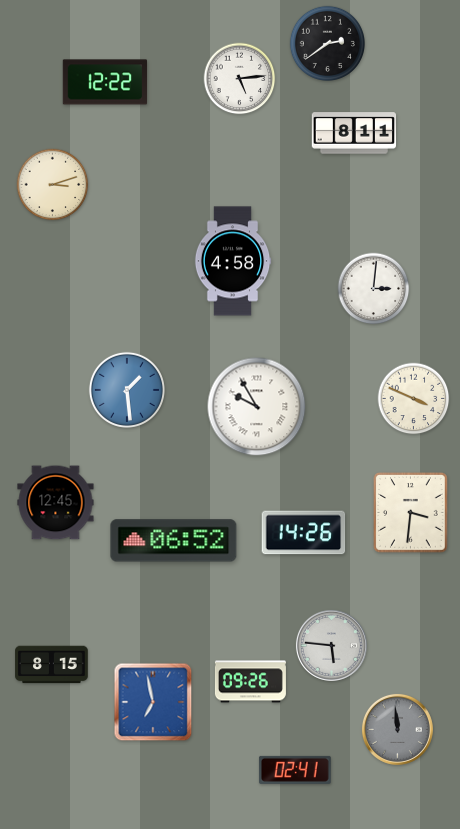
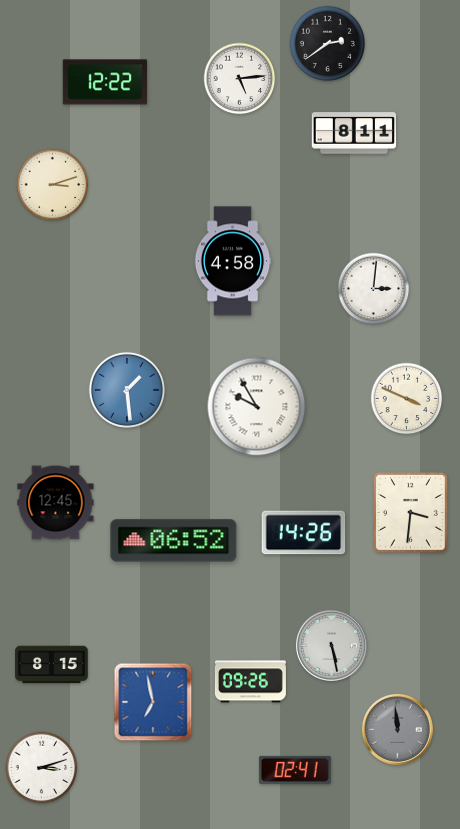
clock at (414, 399) position: (414, 399) -> (407, 399)
clock at (331, 645): 5:46 -> 5:28
clock at (42, 768): none -> 3:12
